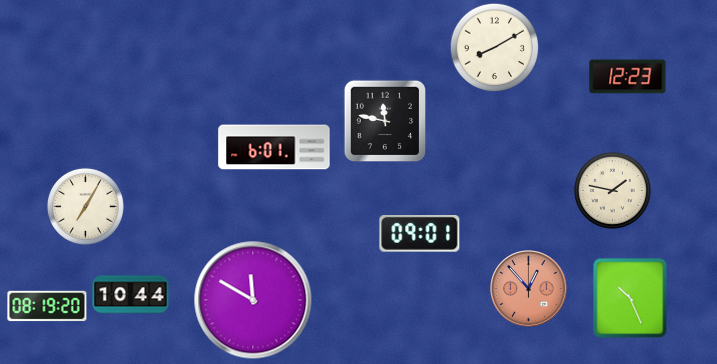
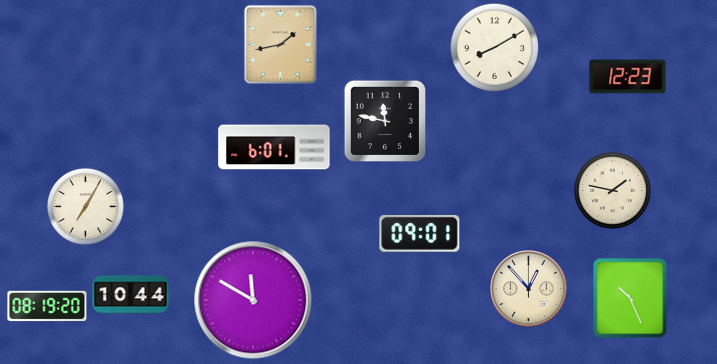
clock at (280, 44): none -> 1:43
clock at (529, 289) dial: salmon -> cream
